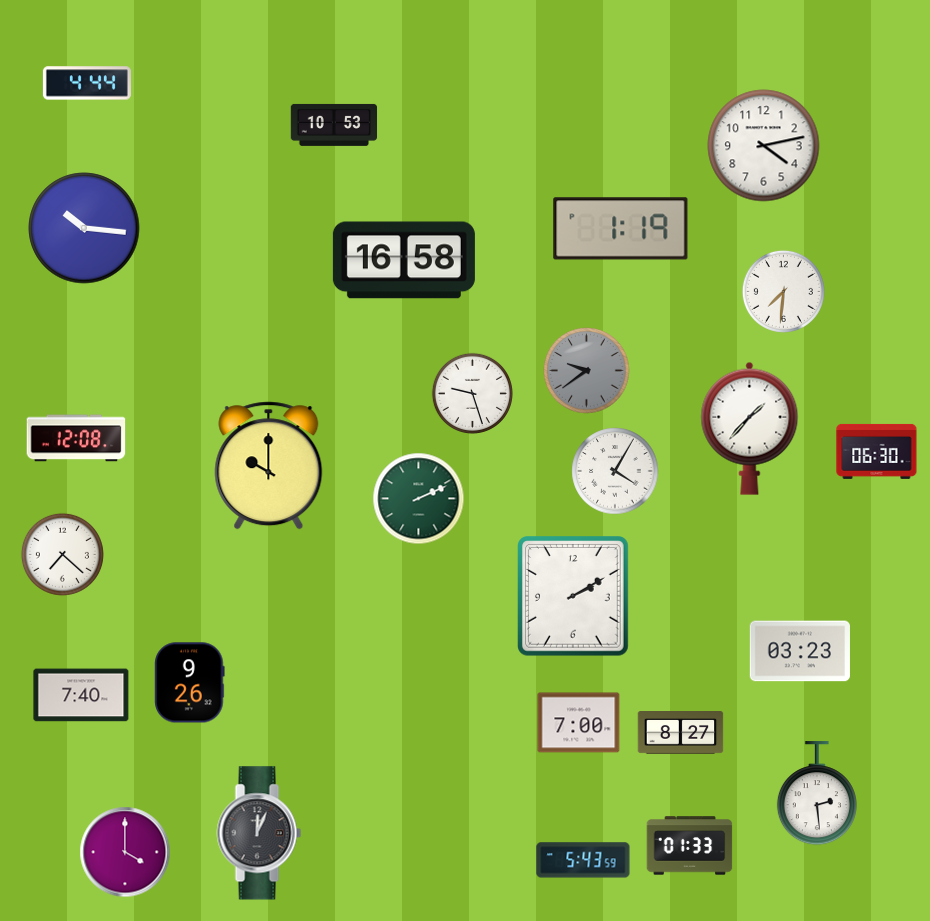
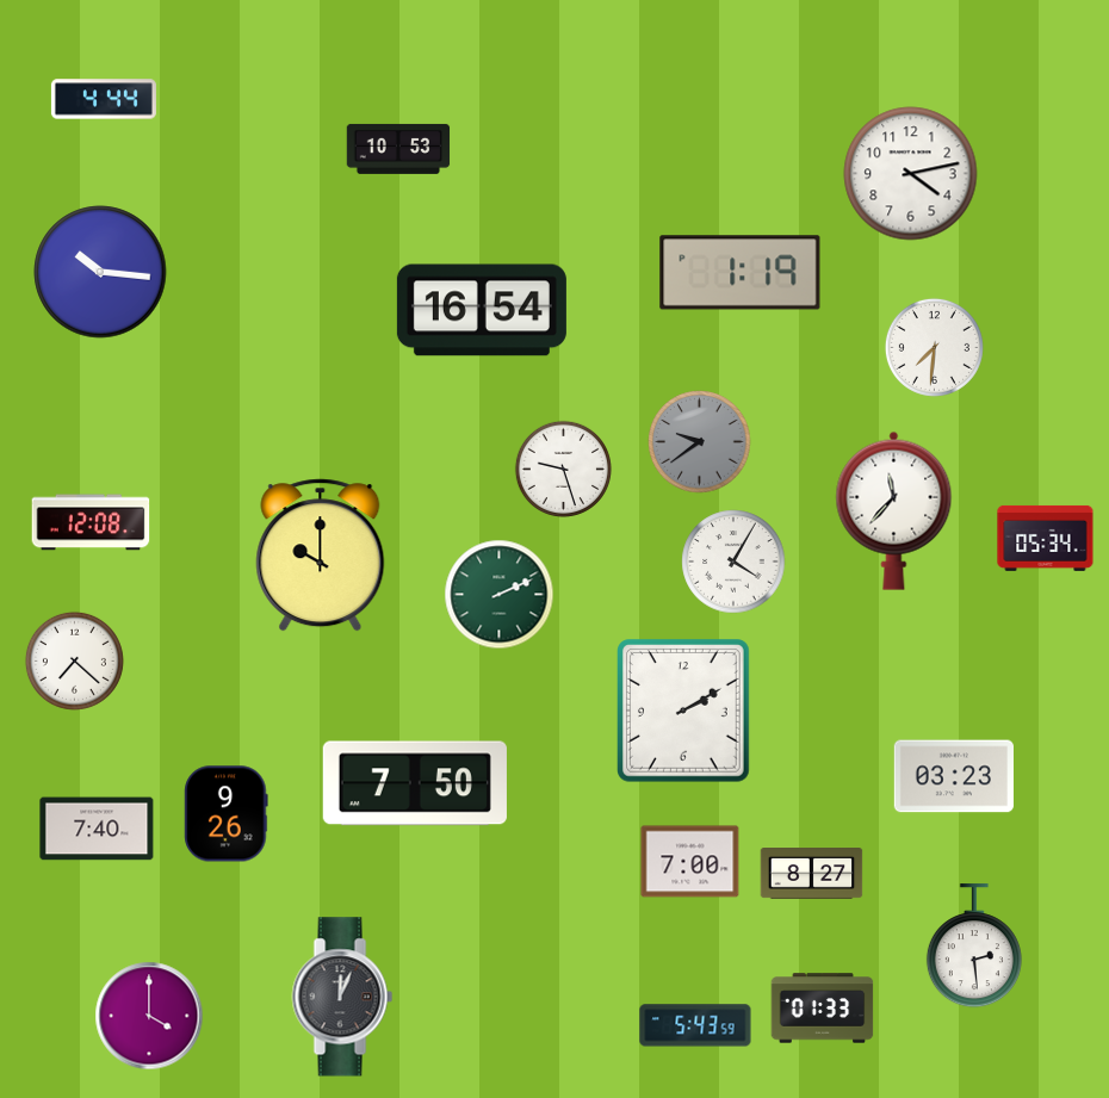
clock at (404, 260): 16:58 -> 16:54
clock at (750, 428): 1:37 -> 11:37
clock at (877, 451): 06:30 -> 05:34
clock at (415, 783): none -> 7:50
clock at (259, 833) position: (259, 833) -> (342, 997)
